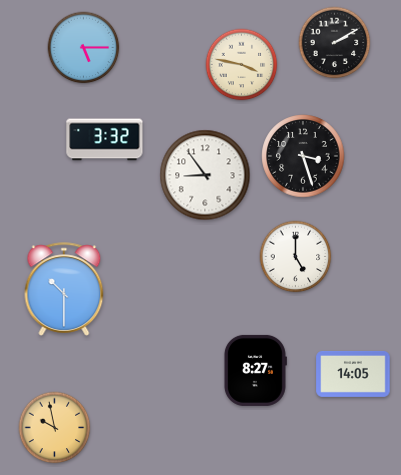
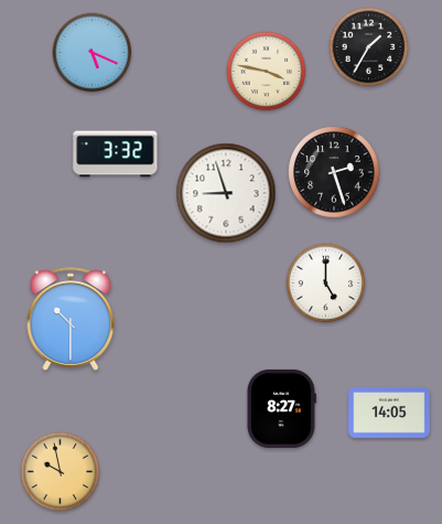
clock at (335, 43): 2:10 -> 1:35
clock at (84, 48): 5:15 -> 5:19
clock at (303, 156): 3:27 -> 2:27
clock at (205, 175): 8:54 -> 8:57
